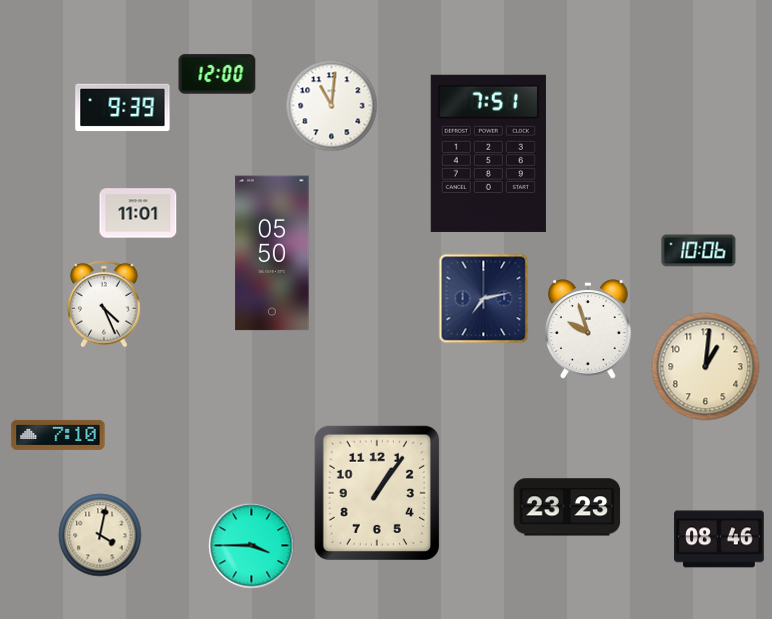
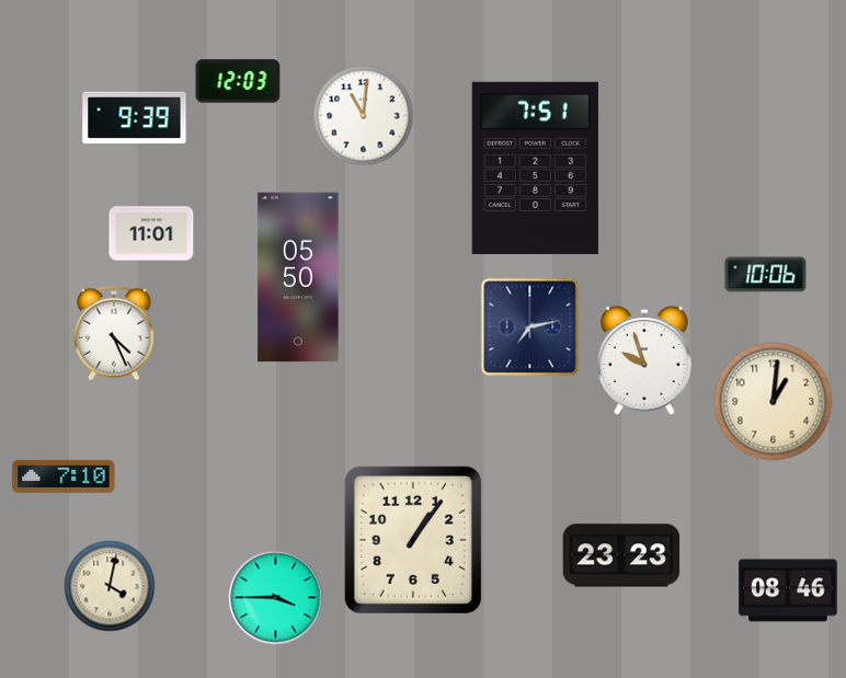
clock at (217, 74): 12:00 -> 12:03
